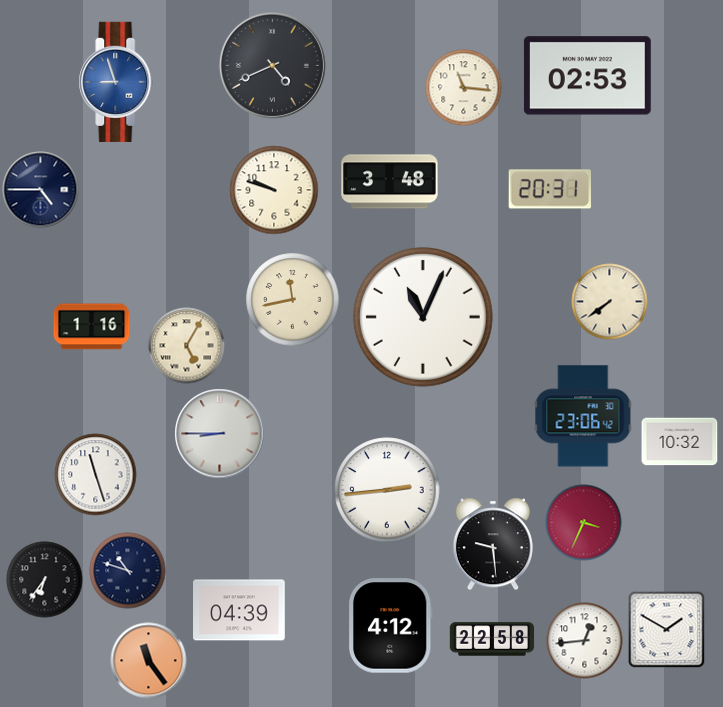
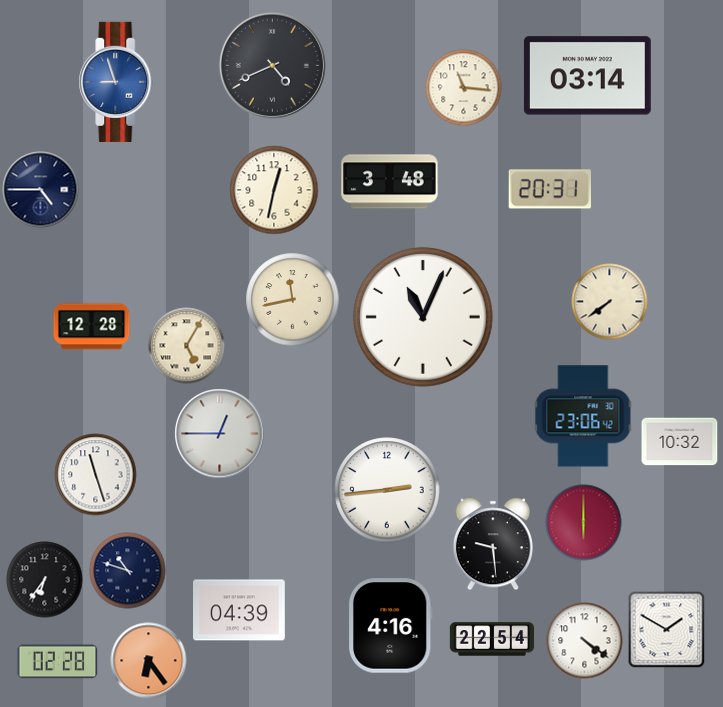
clock at (587, 76): 02:53 -> 03:14
clock at (274, 190): 9:48 -> 12:32
clock at (92, 327): 1:16 -> 12:28
clock at (220, 434): 8:45 -> 12:45
clock at (584, 523): 3:34 -> 6:00
clock at (390, 626): 4:12 -> 4:16
clock at (492, 639): 22:58 -> 22:54
clock at (585, 641): 12:44 -> 4:21
clock at (149, 661): 11:24 -> 6:24
clock at (58, 662): none -> 02:28
